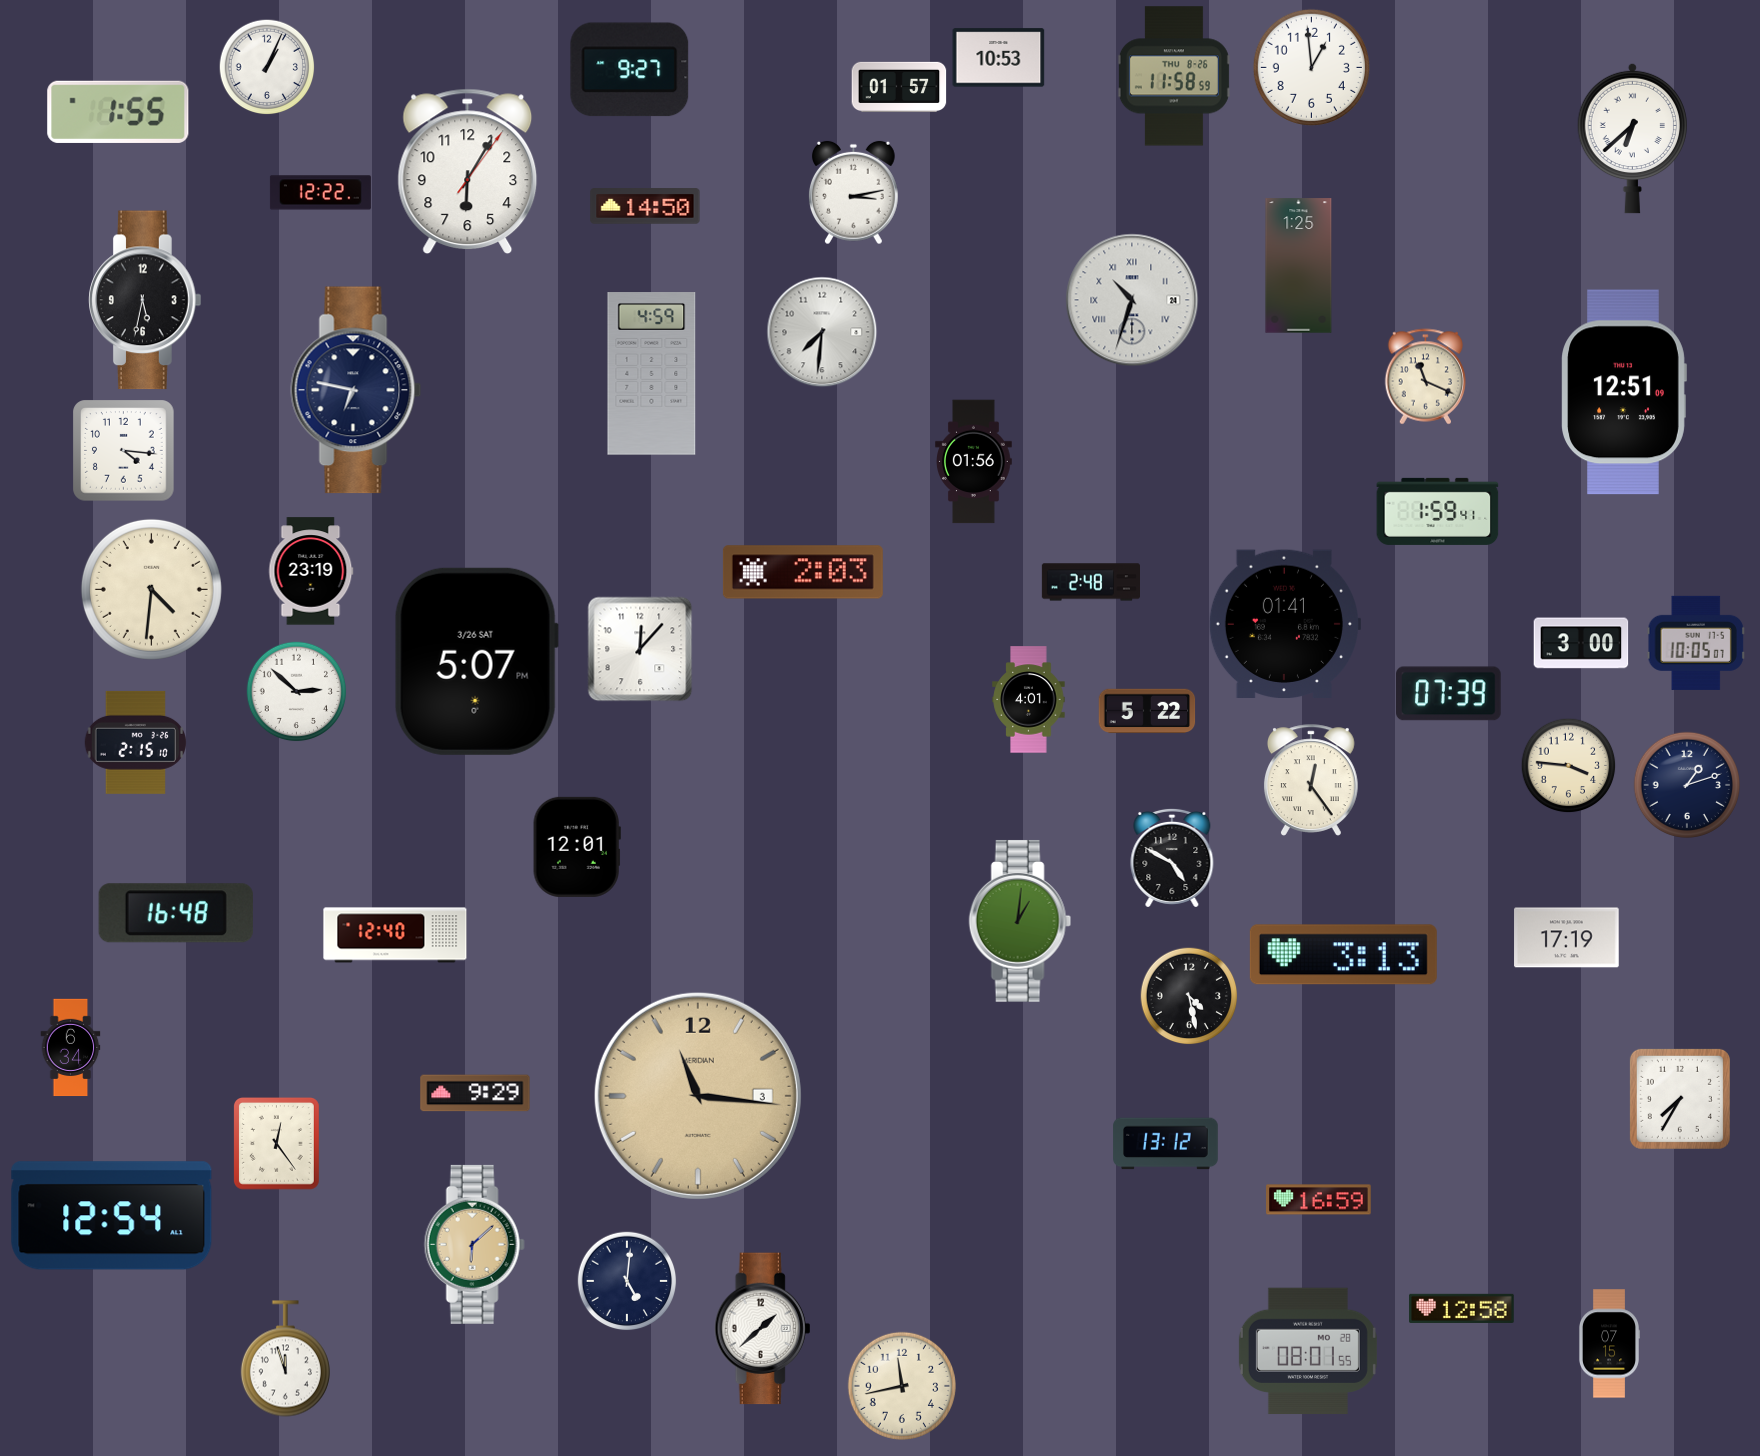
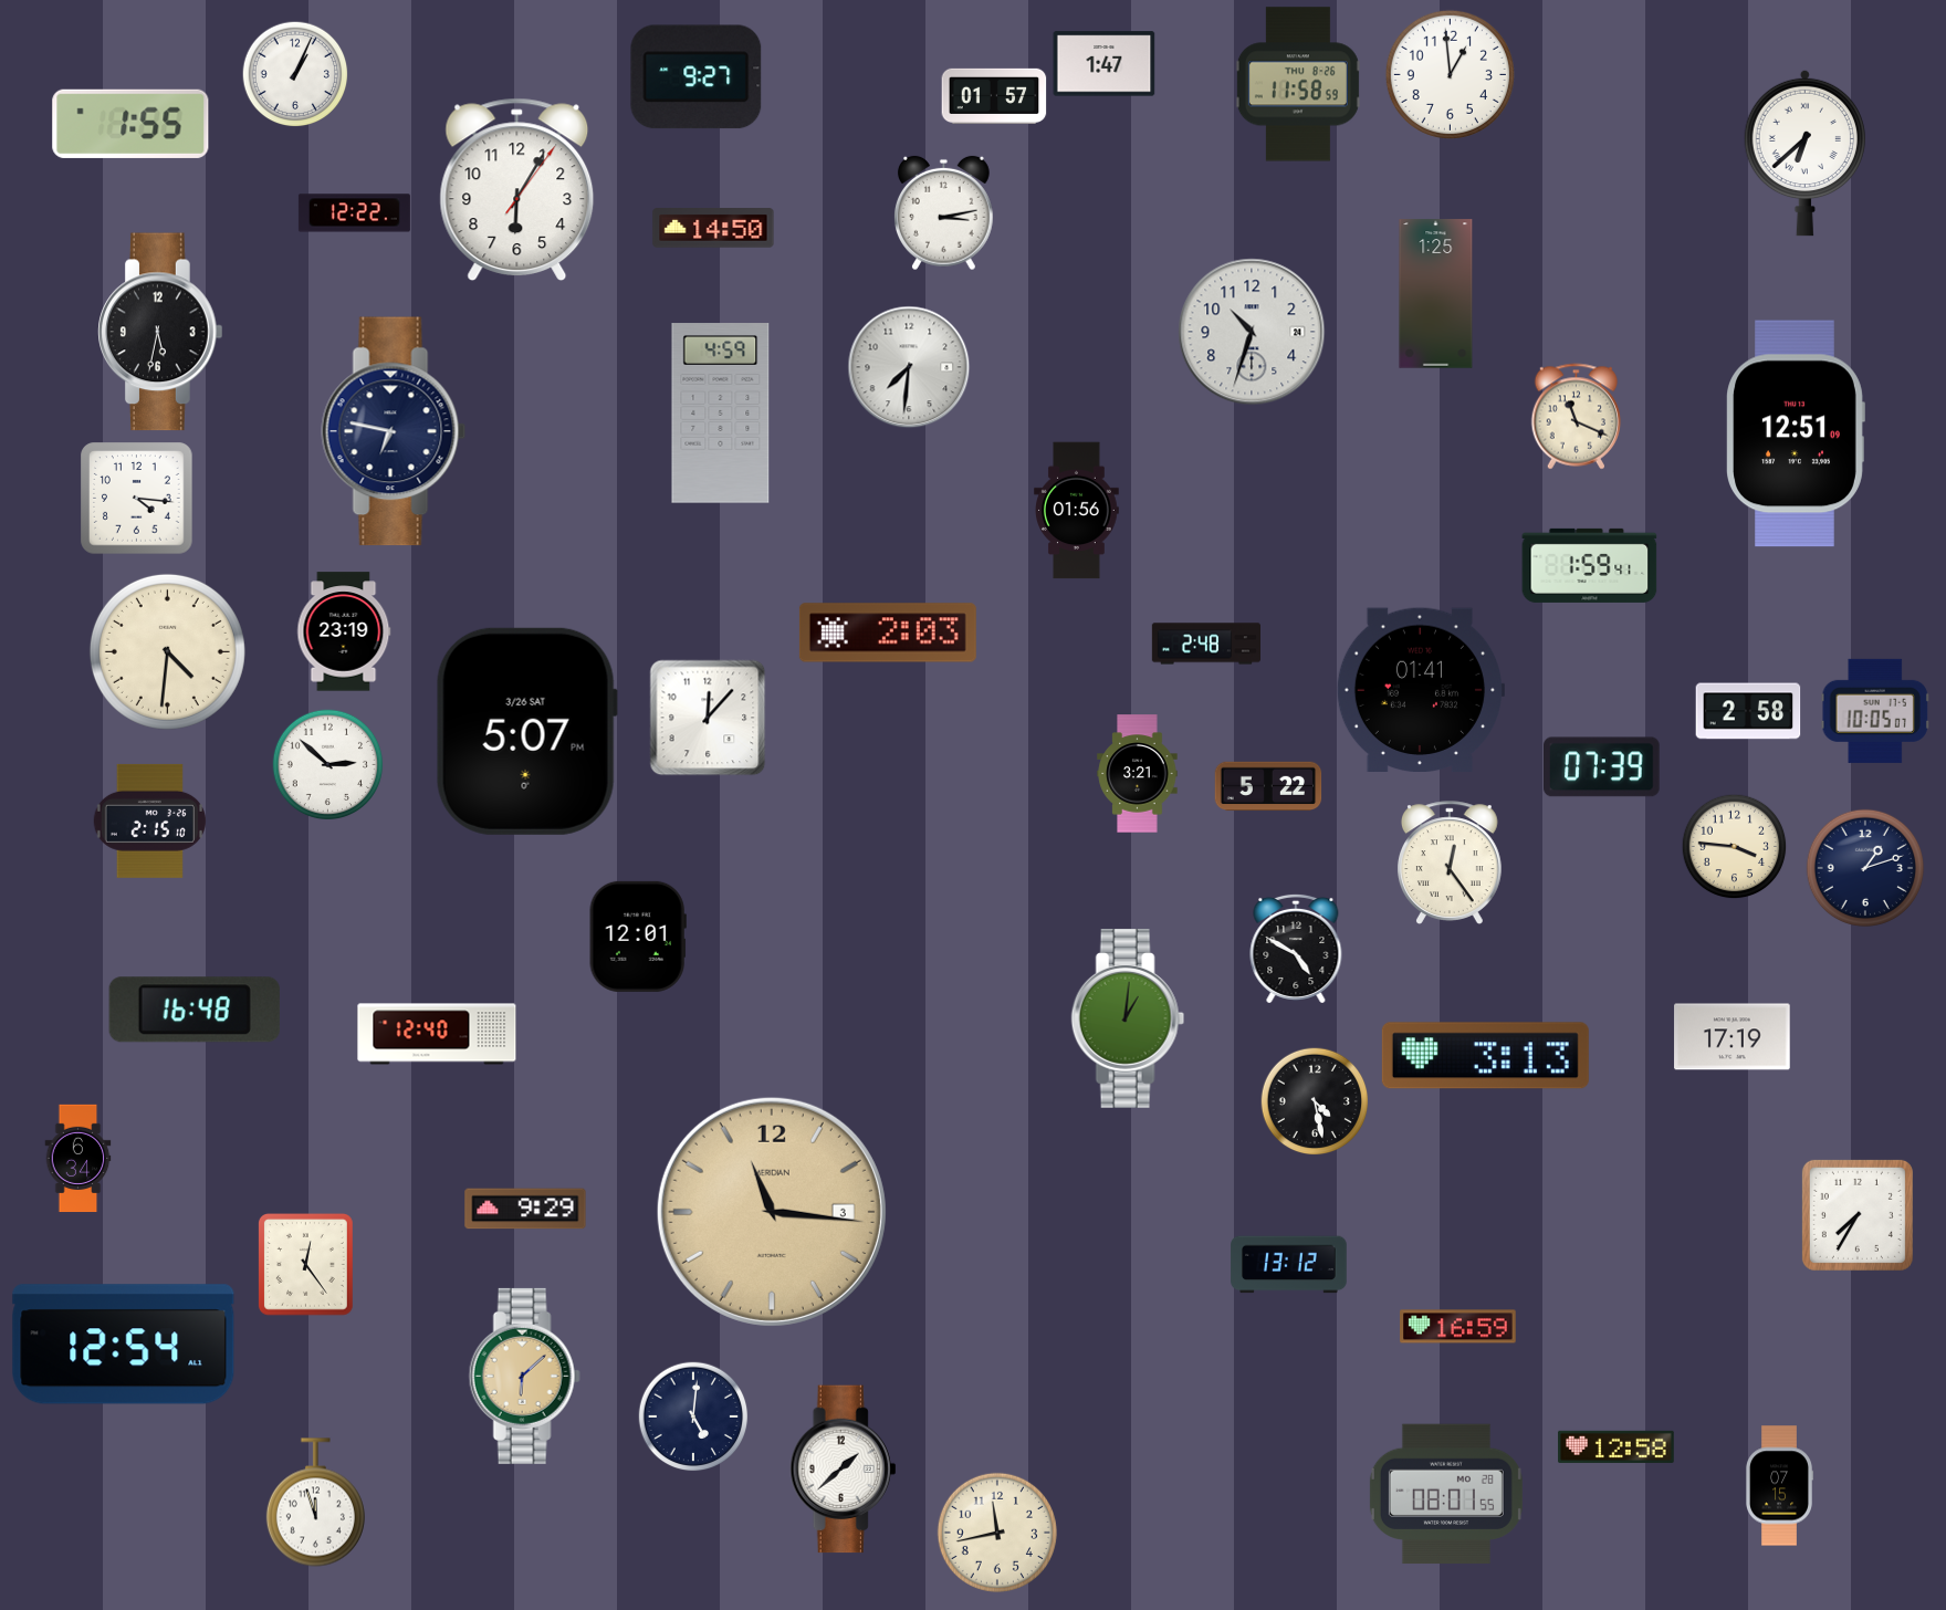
clock at (999, 58): 10:53 -> 1:47
clock at (1132, 300) numerals: Roman -> Arabic
clock at (1581, 643): 3:00 -> 2:58
clock at (1029, 700): 4:01 -> 3:21
